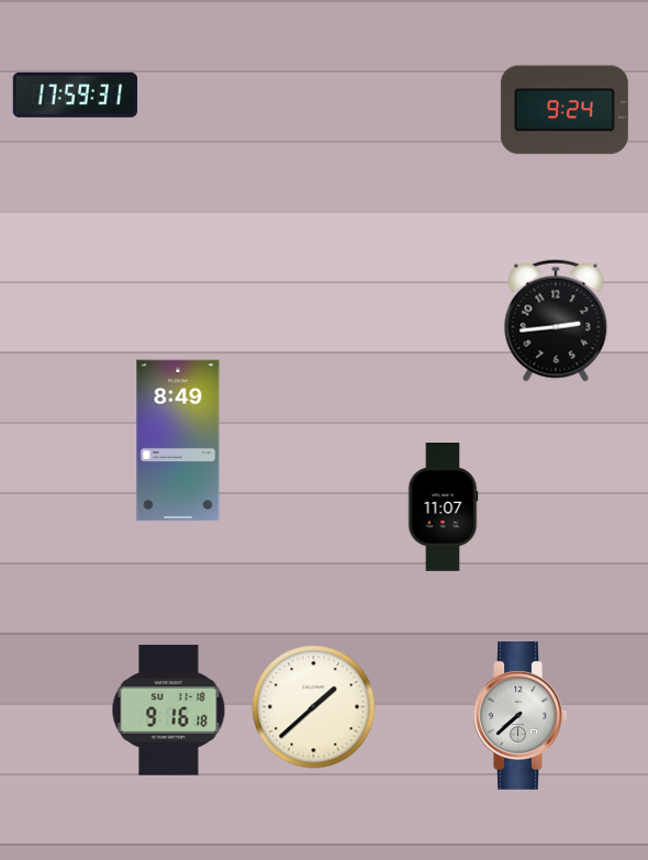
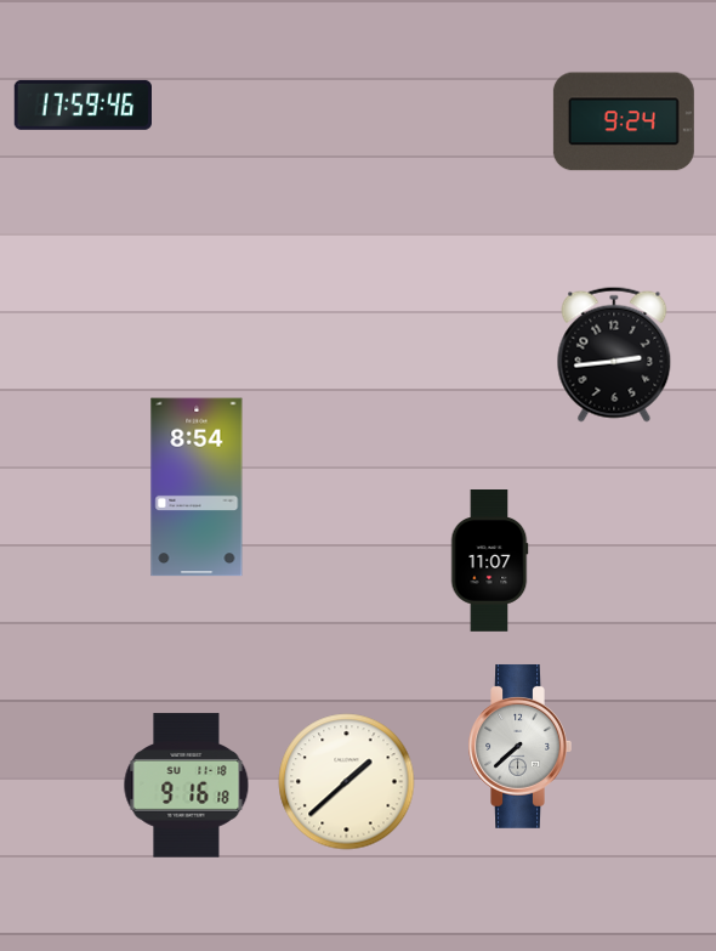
clock at (75, 94): 17:59:31 -> 17:59:46
clock at (178, 440): 8:49 -> 8:54
clock at (519, 715) position: (519, 715) -> (519, 746)
